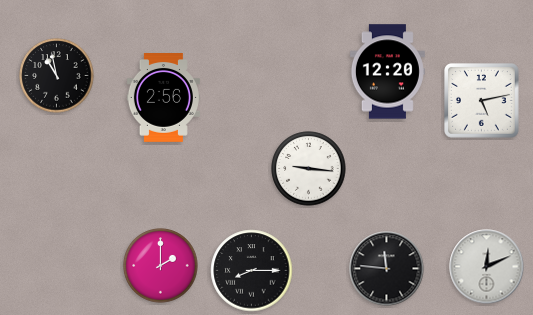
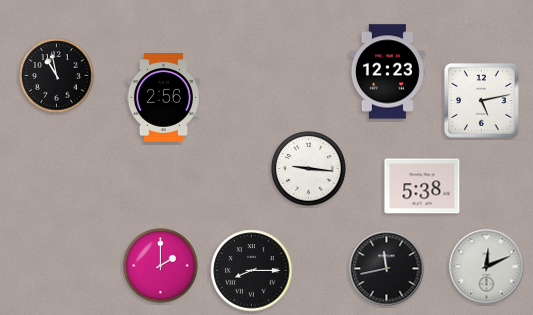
clock at (387, 72): 12:20 -> 12:23
clock at (422, 186): none -> 5:38
clock at (387, 269): 11:46 -> 11:43
